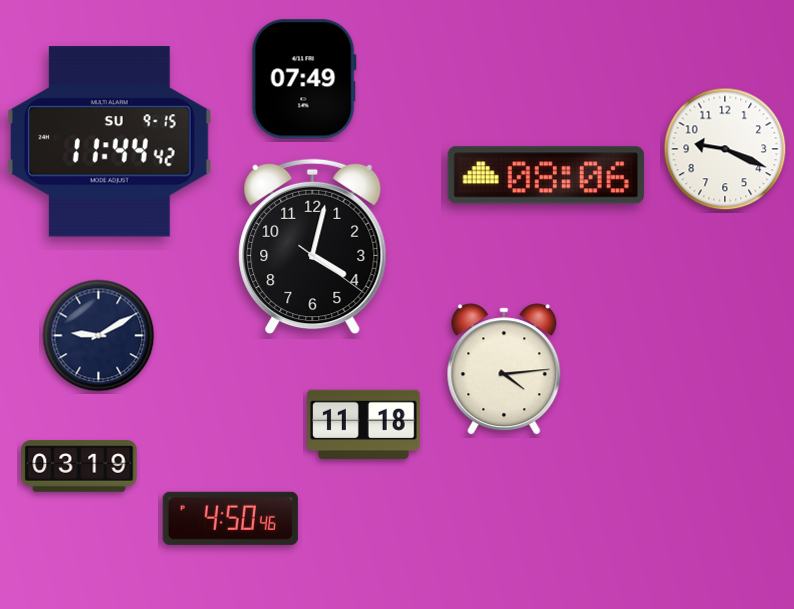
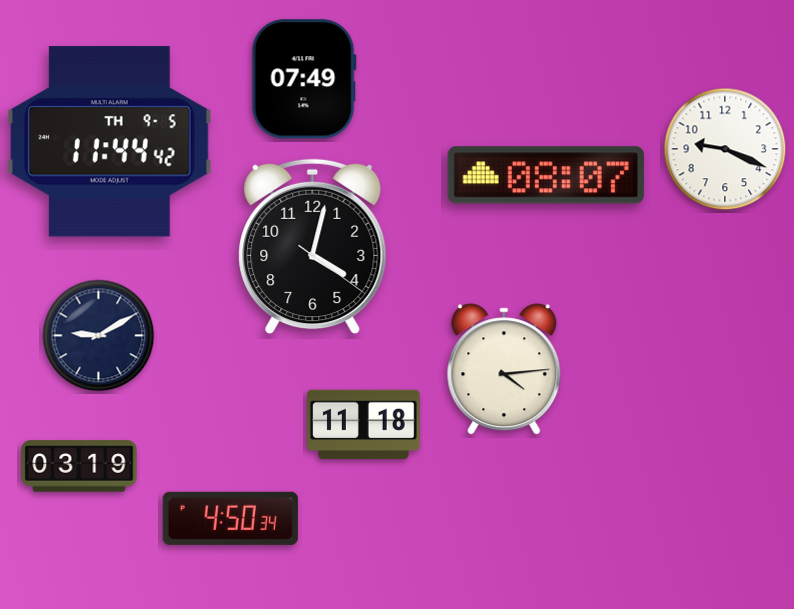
clock at (109, 142) date: SU 9-15 -> TH 9-5
clock at (546, 175): 08:06 -> 08:07
clock at (230, 518): 4:50:46 -> 4:50:34
